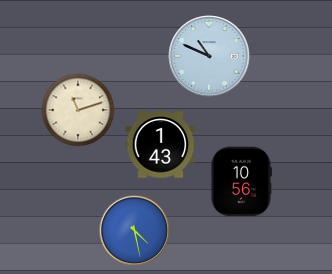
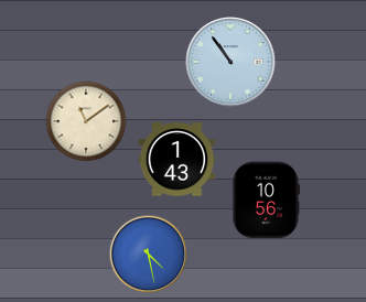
clock at (209, 56): 10:49 -> 10:54
clock at (78, 110): 11:12 -> 11:09
